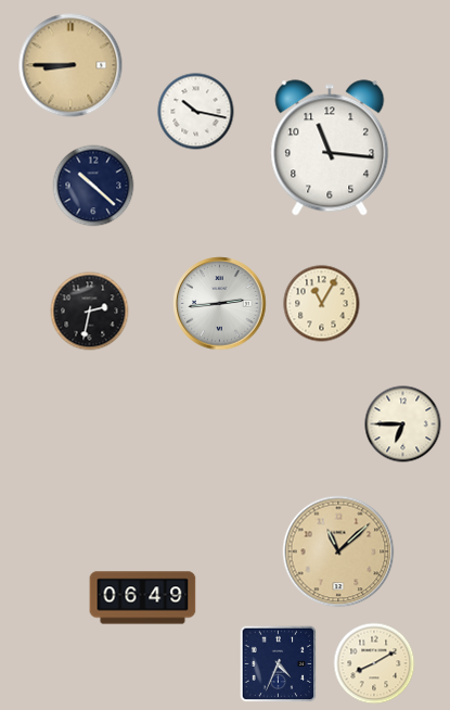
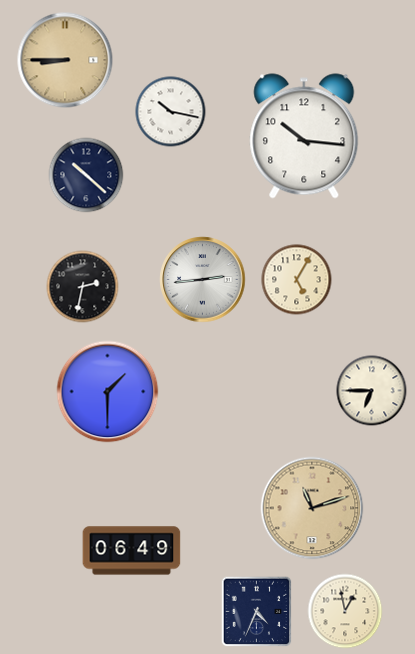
clock at (196, 112) position: (196, 112) -> (171, 112)
clock at (330, 148): 11:16 -> 10:16
clock at (93, 186) position: (93, 186) -> (86, 175)
clock at (322, 304): 11:05 -> 5:05
clock at (108, 392): none -> 1:30
clock at (338, 551): 11:08 -> 11:12
clock at (374, 663): 8:10 -> 12:58
